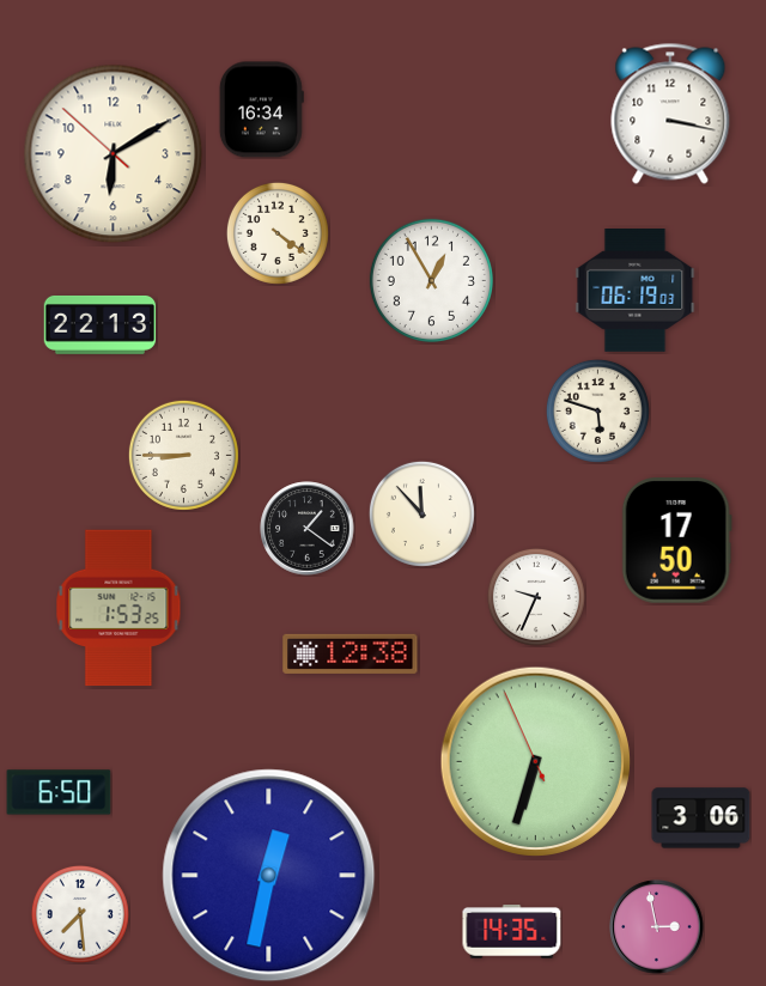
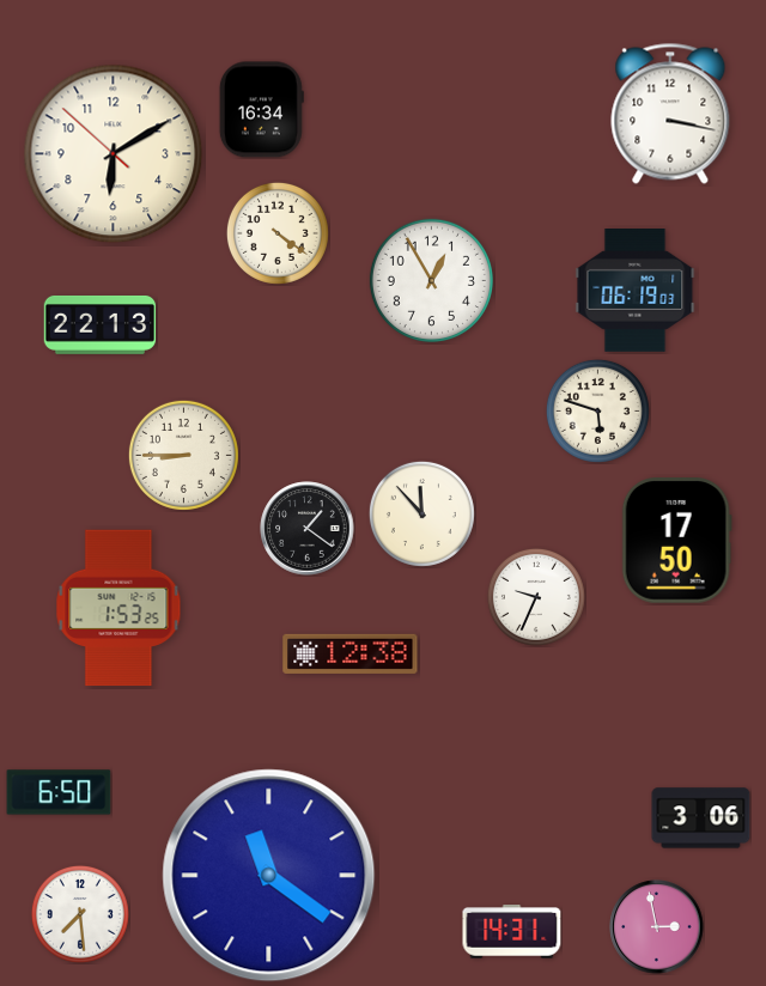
clock at (535, 761): 6:32 -> none
clock at (269, 876): 12:32 -> 11:21
clock at (512, 932): 14:35 -> 14:31
